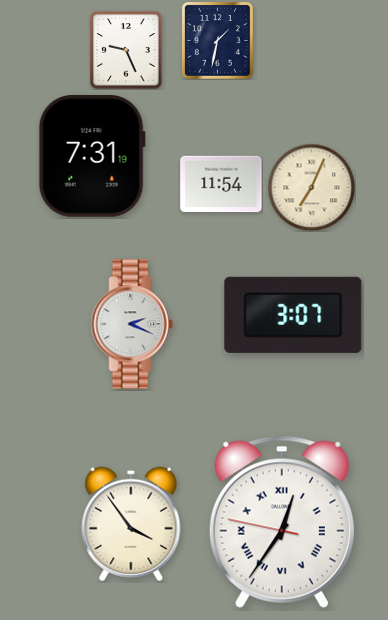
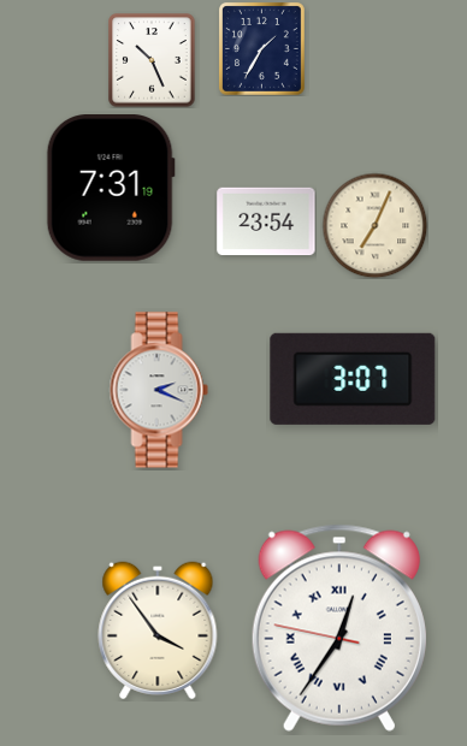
clock at (218, 41): 1:32 -> 1:35
clock at (126, 50): 9:26 -> 10:26
clock at (221, 184): 11:54 -> 23:54
